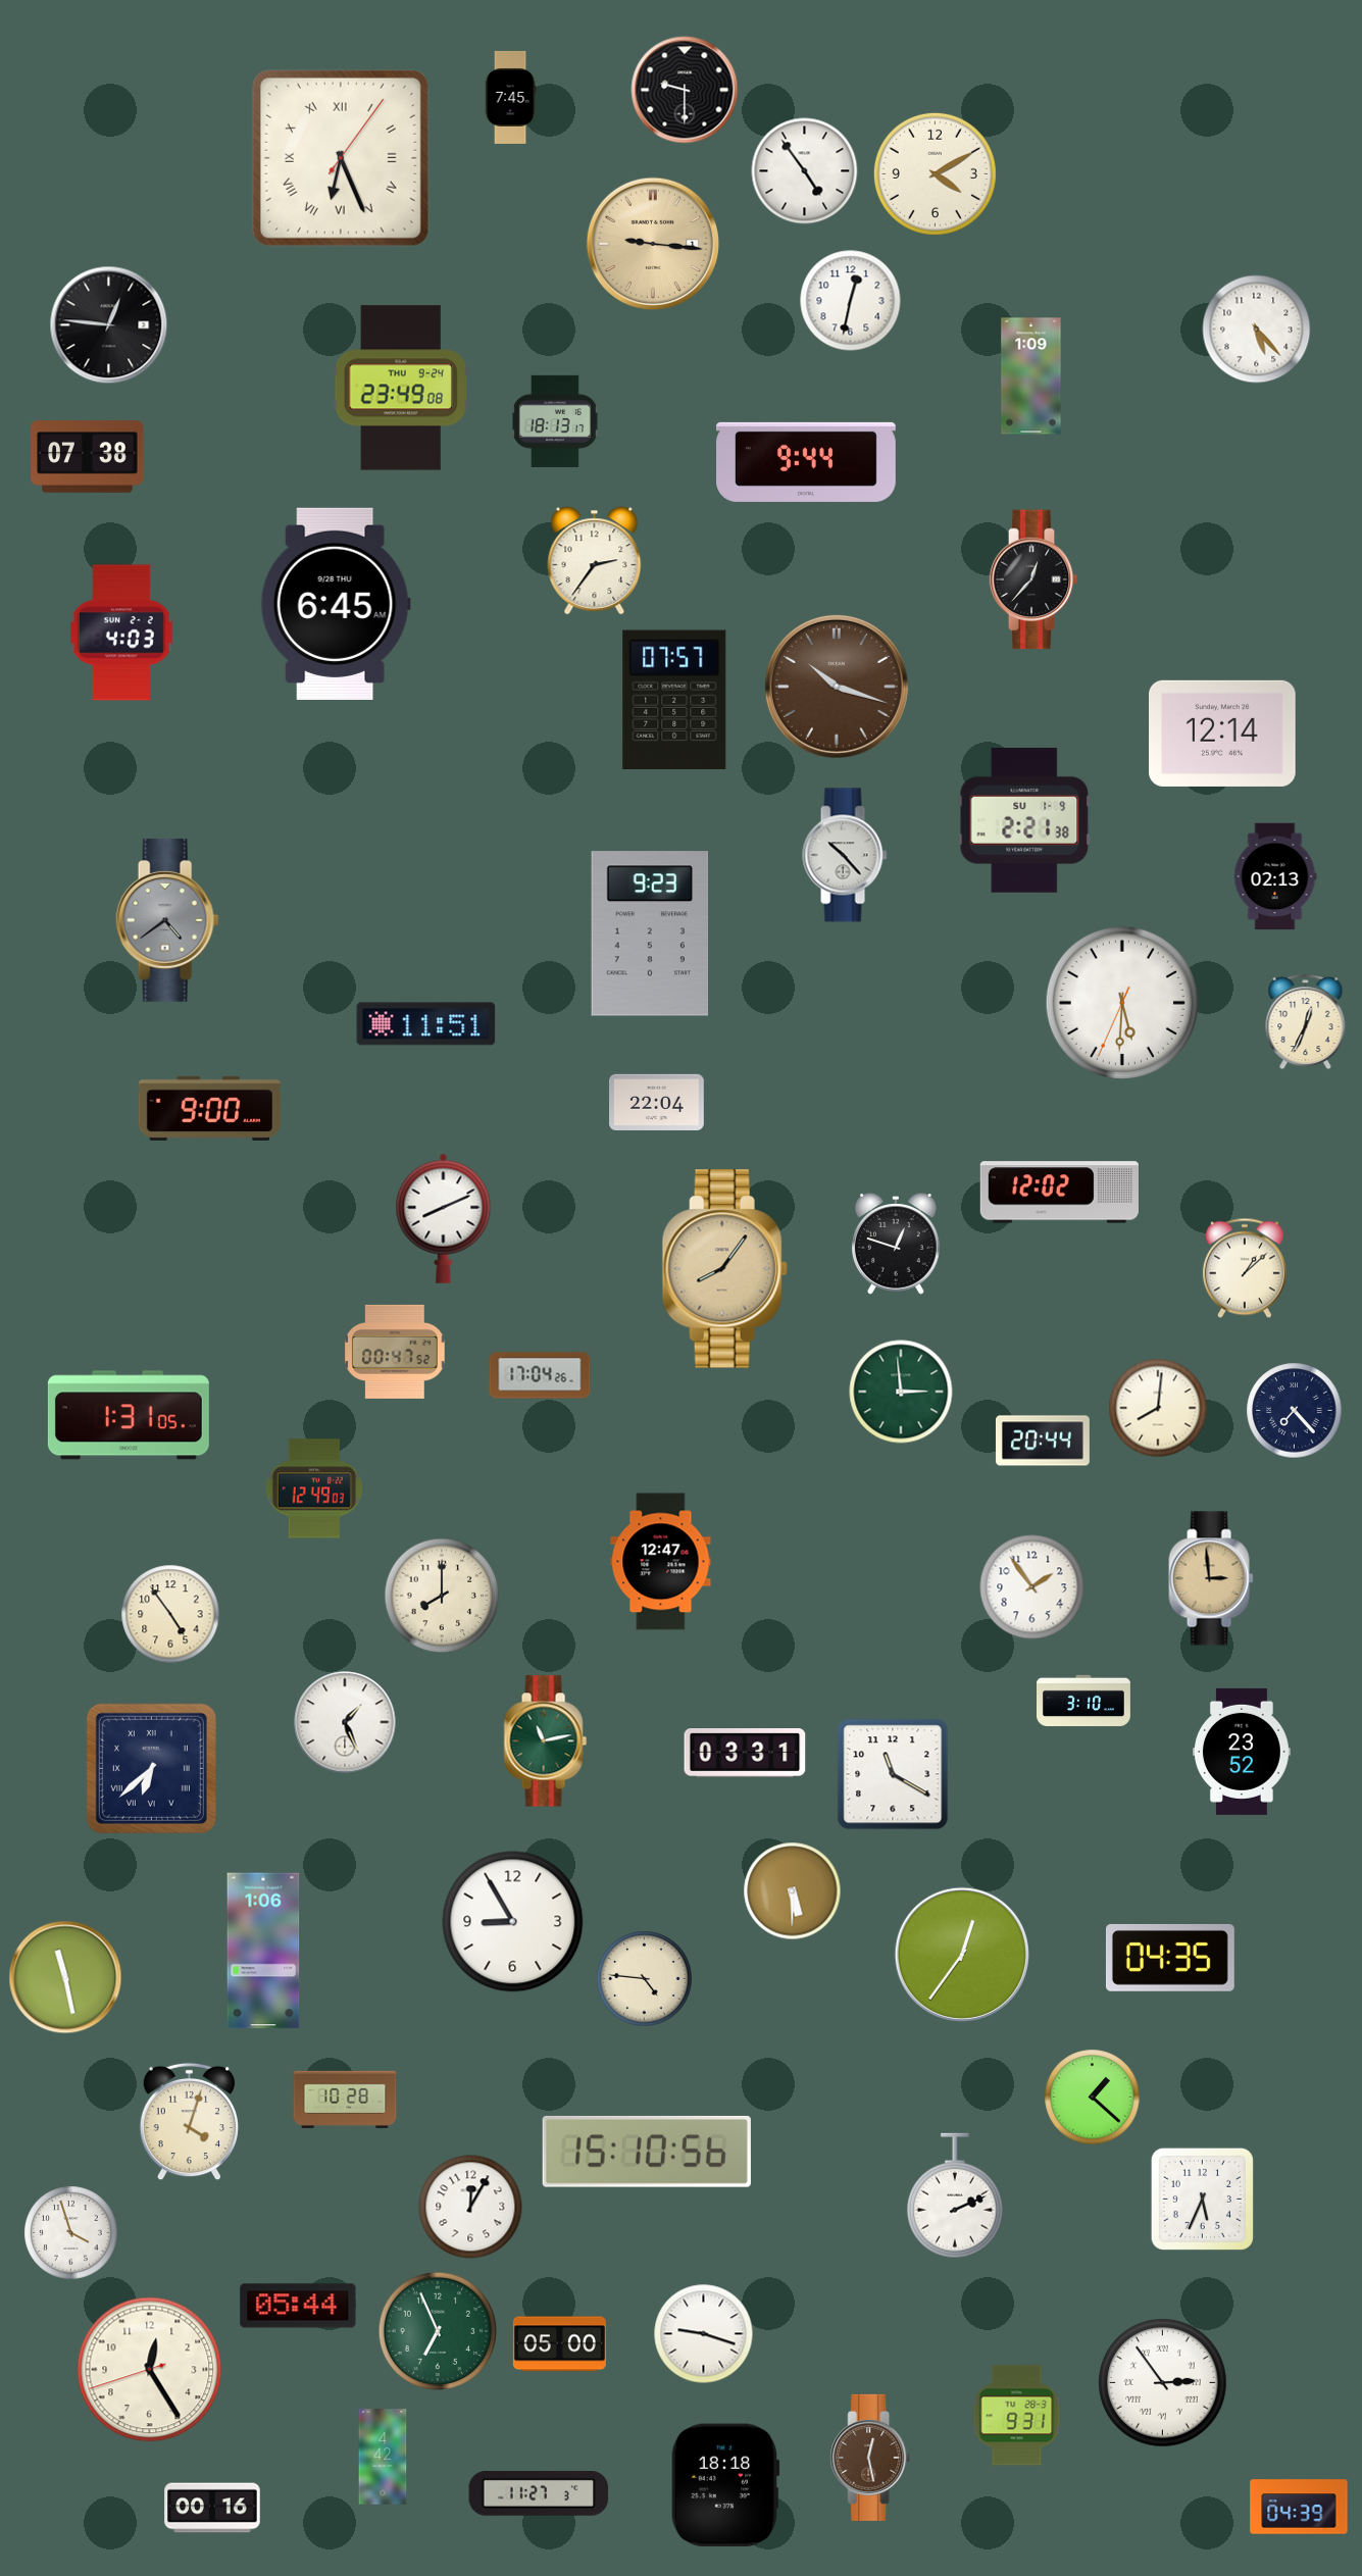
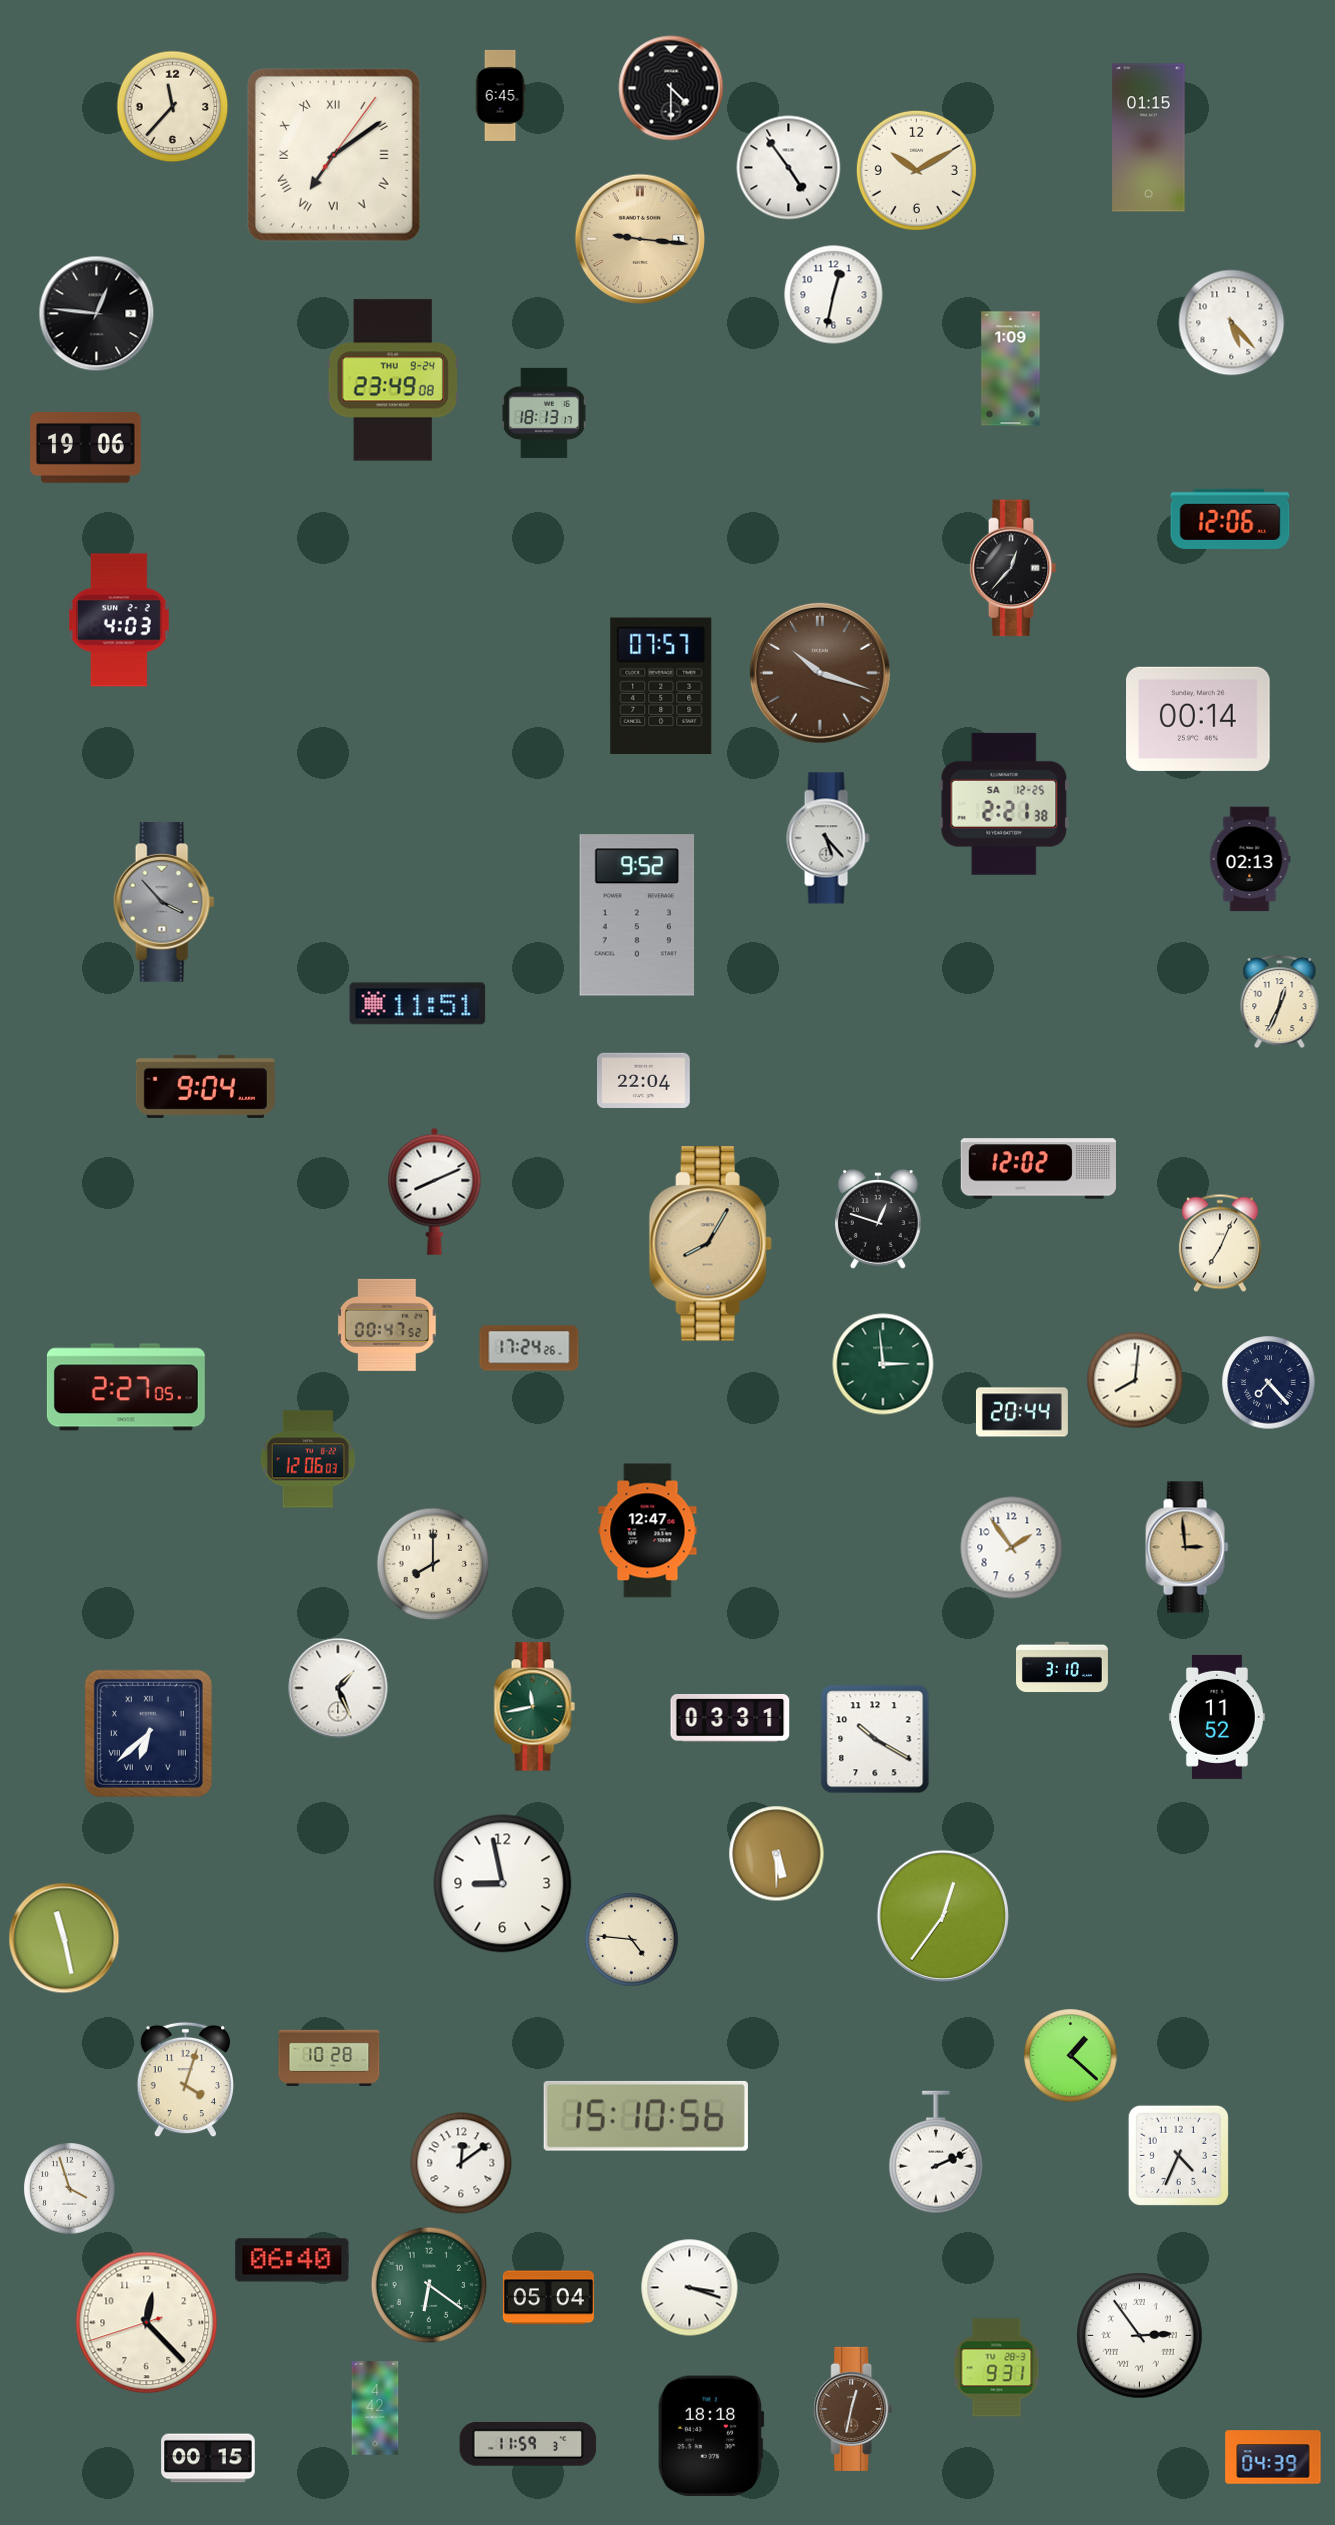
clock at (685, 90): 9:30 -> 4:30
clock at (510, 97): 7:45 -> 6:45
clock at (173, 107): none -> 11:37
clock at (1149, 138): none -> 01:15
clock at (341, 158): 6:26 -> 7:09
clock at (935, 173): 4:10 -> 10:10
clock at (109, 325) position: (109, 325) -> (97, 314)
clock at (88, 457): 07:38 -> 19:06
clock at (807, 462): 9:44 -> none
clock at (1230, 518): none -> 12:06
clock at (595, 561): 2:36 -> none
clock at (336, 604): 6:45 -> none
clock at (1222, 734): 12:14 -> 00:14
clock at (1024, 820) date: SU 1-9 -> SA 12-25
clock at (845, 855): 10:23 -> 5:23
clock at (167, 921): 4:39 -> 3:53
clock at (650, 933): 9:23 -> 9:52
clock at (1122, 1003): 5:30 -> none
clock at (209, 1108): 9:00 -> 9:04
clock at (444, 1218) position: (444, 1218) -> (435, 1191)
clock at (1245, 1268): 1:08 -> 7:04
clock at (724, 1269): 8:06 -> 8:05
clock at (540, 1375): 17:04 -> 17:24
clock at (129, 1415): 1:31 -> 2:27
clock at (313, 1488): 12:49 -> 12:06
clock at (1032, 1587) position: (1032, 1587) -> (1012, 1548)
clock at (170, 1614): 4:54 -> none
clock at (545, 1741): 11:13 -> 11:43
clock at (1242, 1752): 23:52 -> 11:52
clock at (893, 1774): 11:20 -> 10:20
clock at (513, 1922): 8:55 -> 8:58
clock at (263, 1951): 1:06 -> none
clock at (1170, 1958): 04:35 -> none
clock at (345, 2100) position: (345, 2100) -> (329, 2058)
clock at (647, 2152) position: (647, 2152) -> (646, 2116)
clock at (1202, 2199): 5:34 -> 4:34
clock at (470, 2207): 12:05 -> 12:09
clock at (298, 2306): 05:44 -> 06:40
clock at (437, 2330): 6:56 -> 6:21
clock at (704, 2334): 9:18 -> 3:18
clock at (559, 2344): 05:00 -> 05:04
clock at (150, 2370): 12:24 -> 12:22
clock at (870, 2458): 12:28 -> 12:32
clock at (539, 2493): 11:27 -> 11:59
clock at (212, 2508): 00:16 -> 00:15
